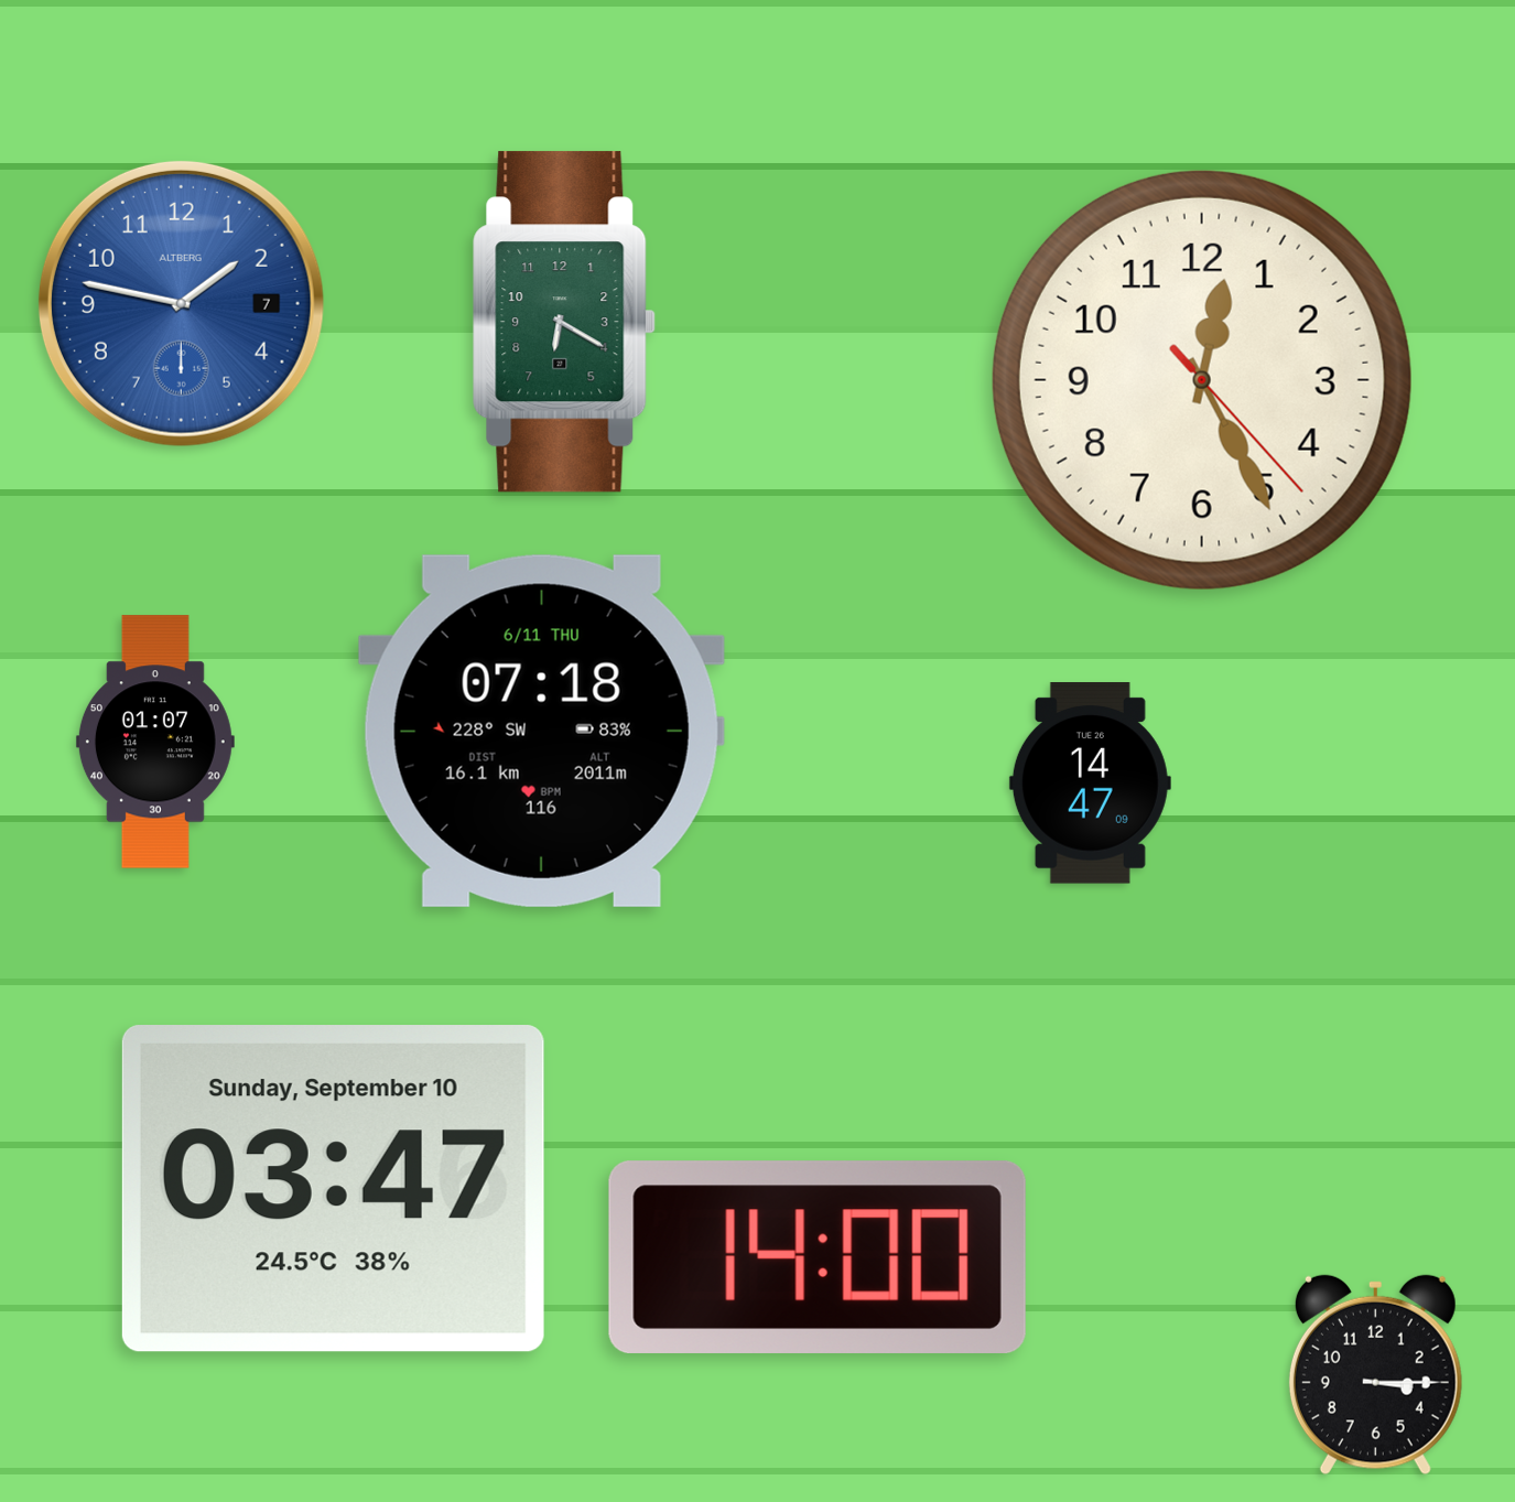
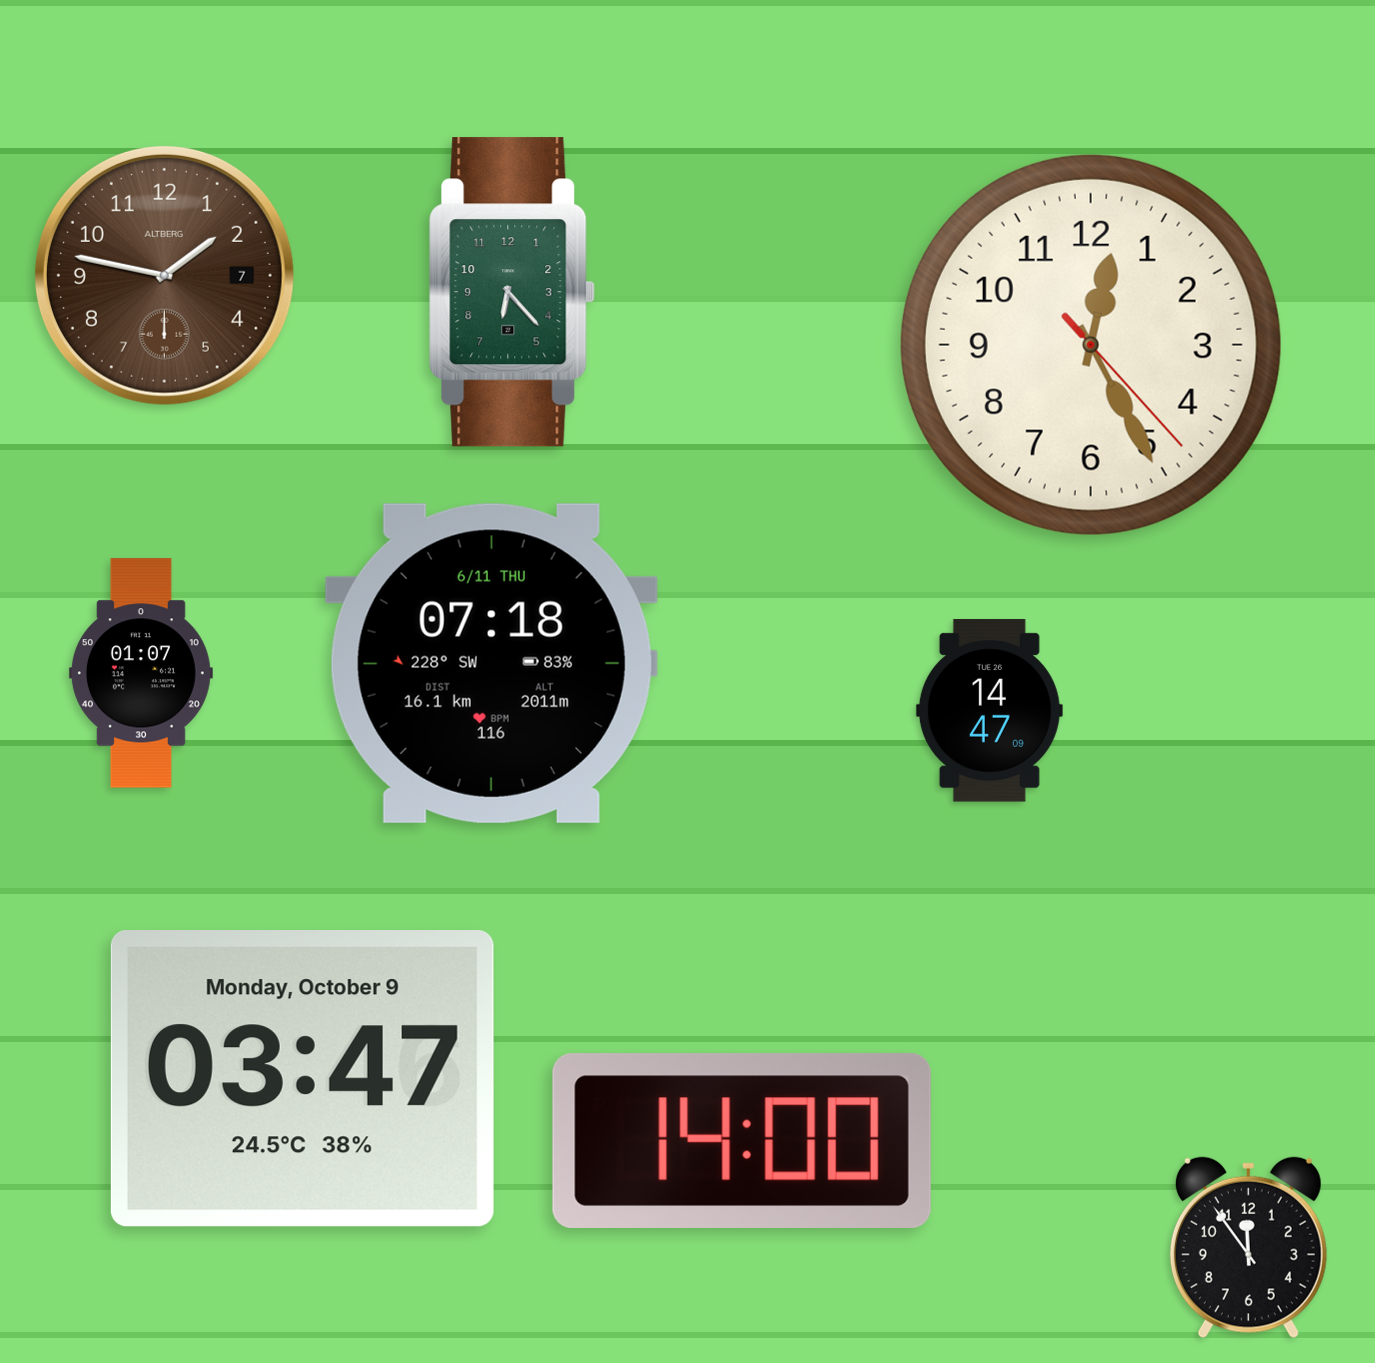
clock at (181, 303) dial: blue -> brown
clock at (564, 322): 6:20 -> 6:23
clock at (333, 1189) date: Sunday, September 10 -> Monday, October 9
clock at (1375, 1375): 3:15 -> 11:54
